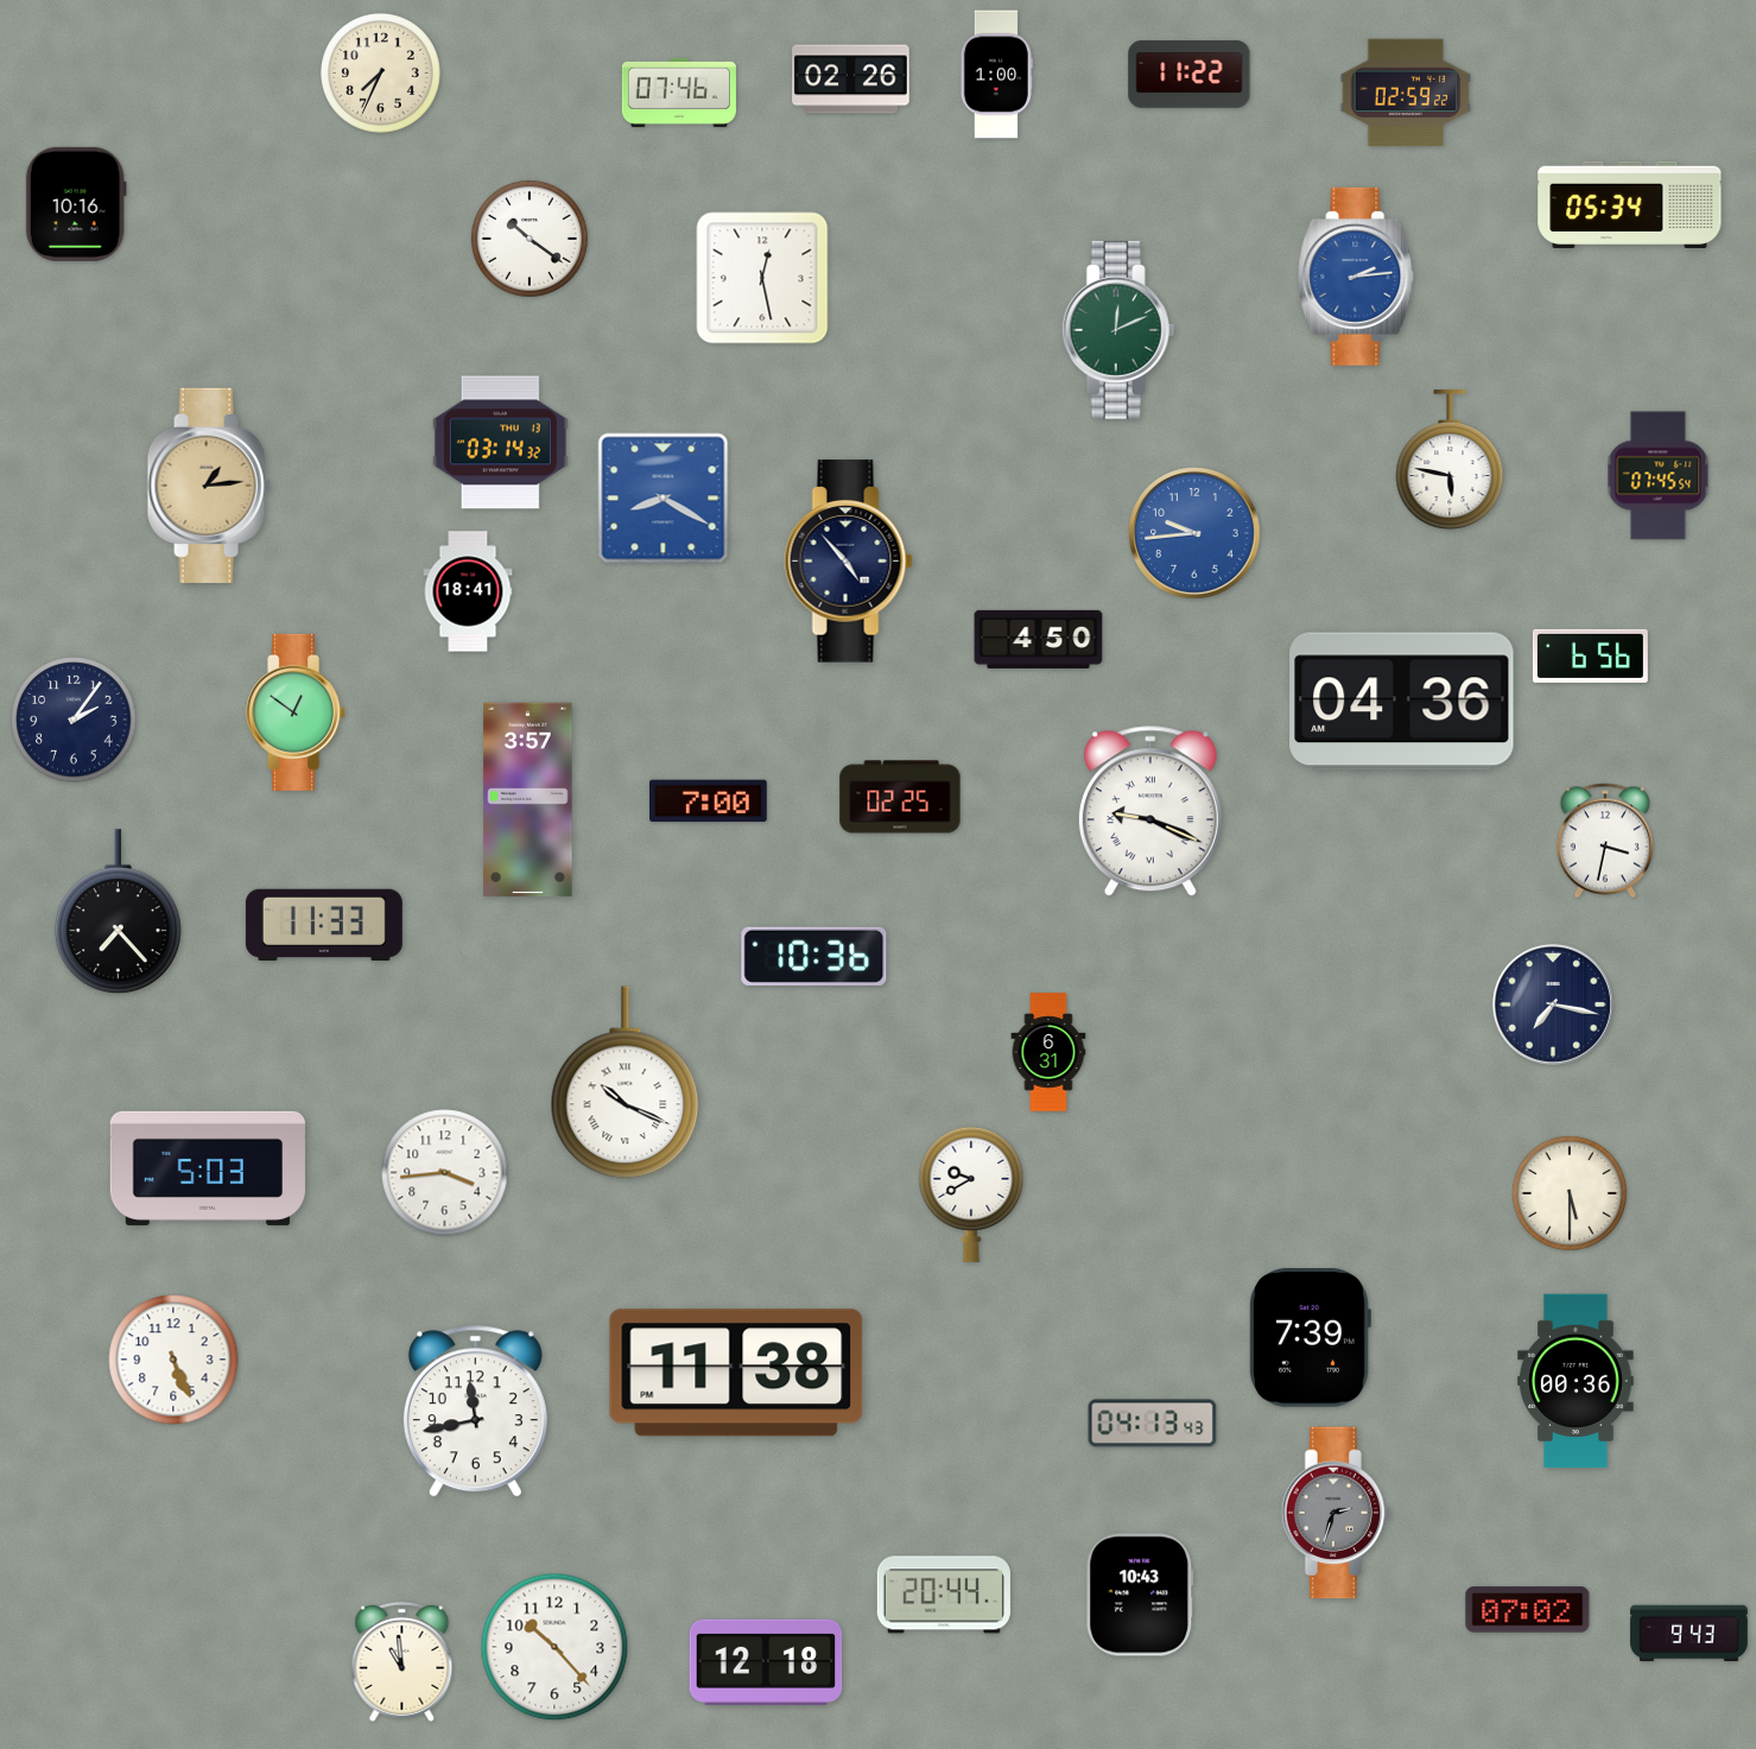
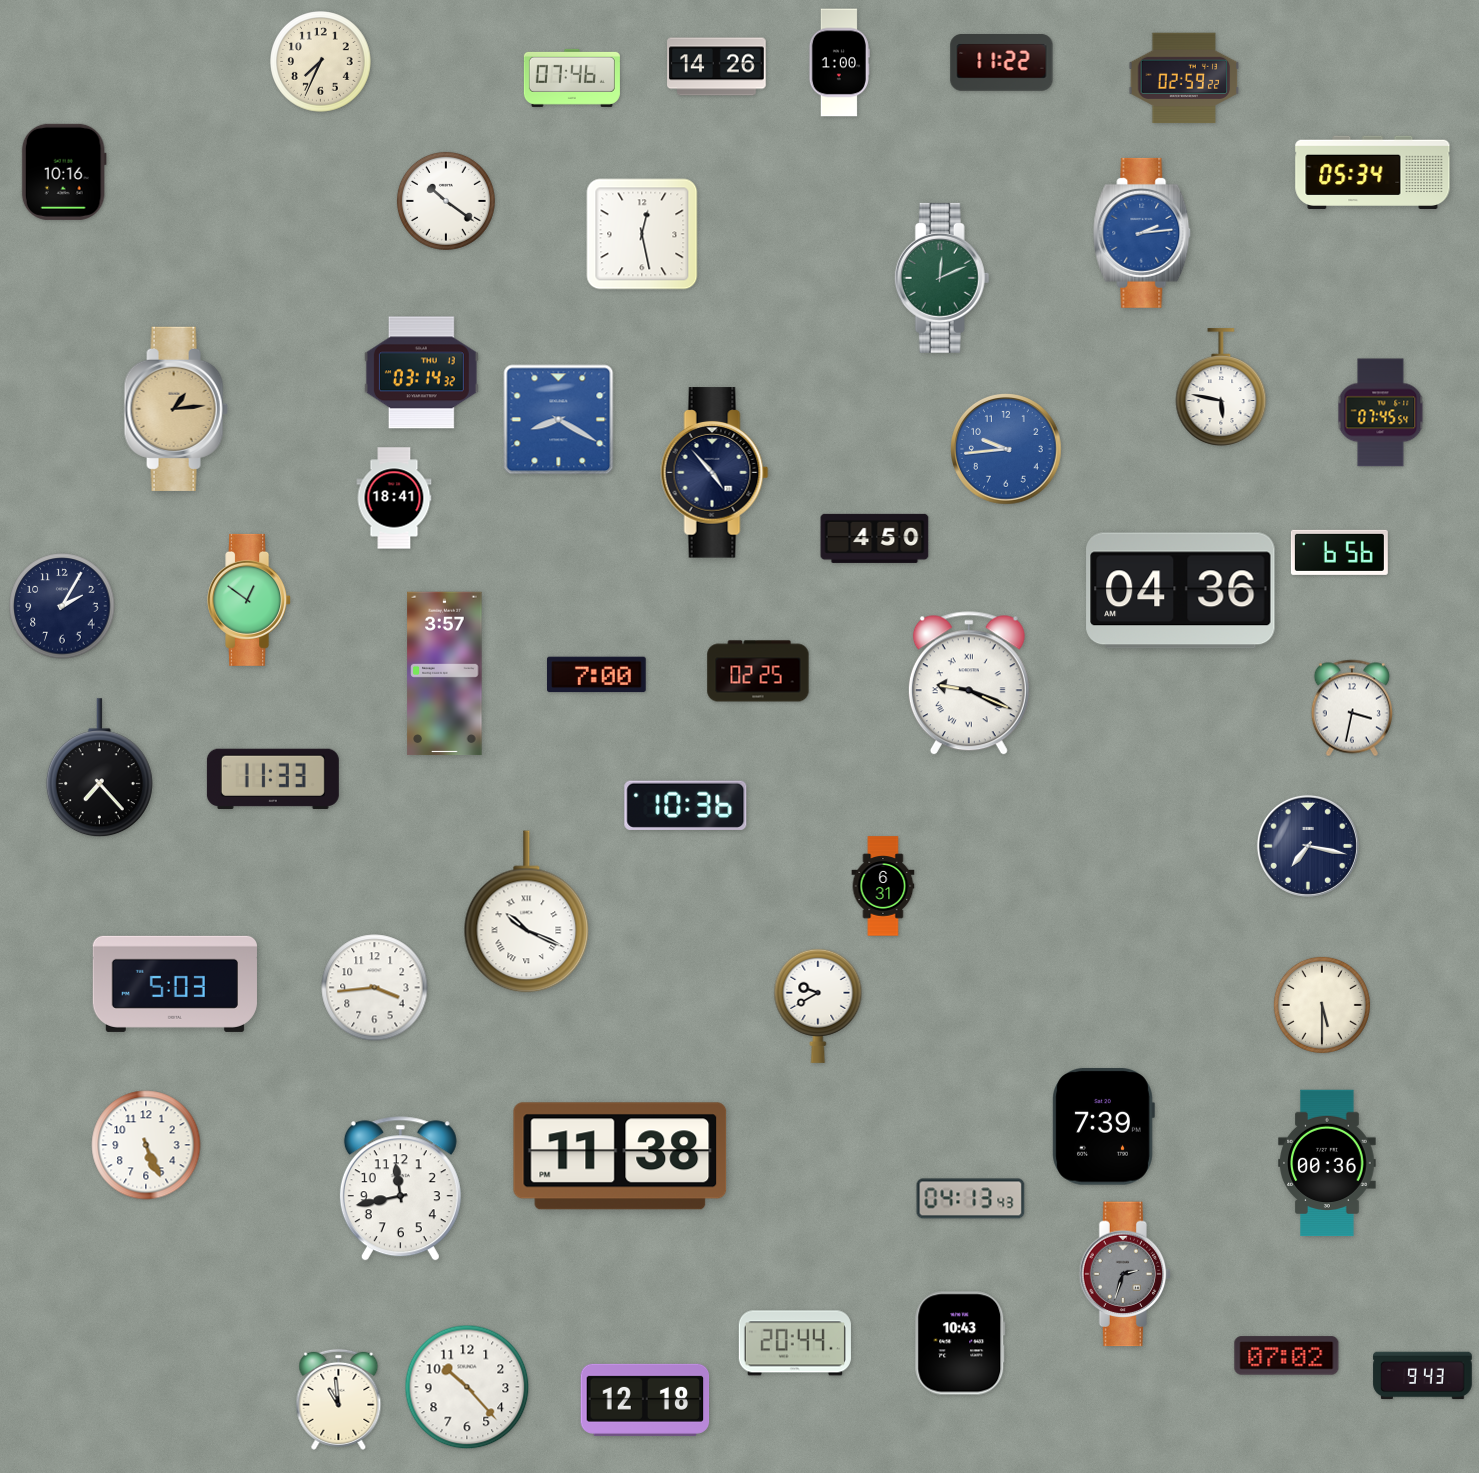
clock at (851, 80): 02:26 -> 14:26
clock at (1659, 476) position: (1659, 476) -> (1381, 413)
clock at (74, 720): 2:06 -> 2:05
